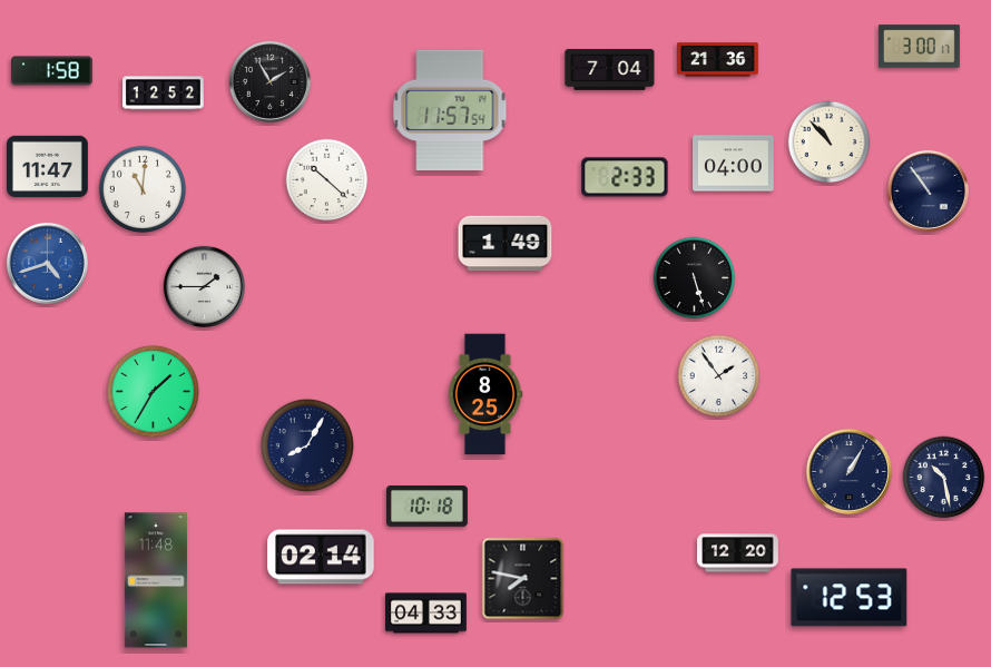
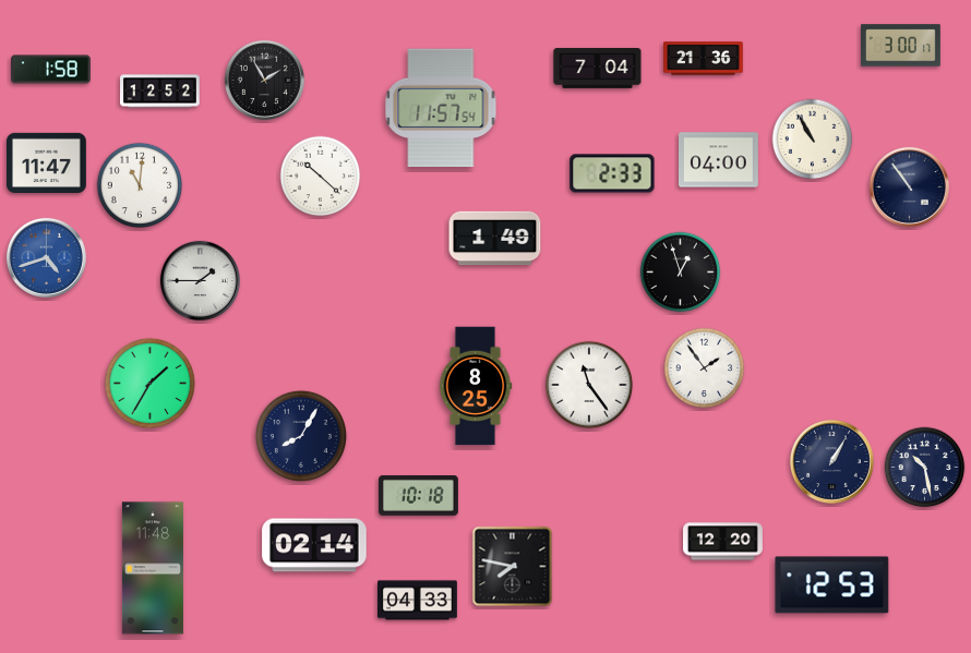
clock at (830, 143): 10:53 -> 10:55
clock at (695, 278): 5:27 -> 12:57
clock at (588, 384): none -> 11:24
